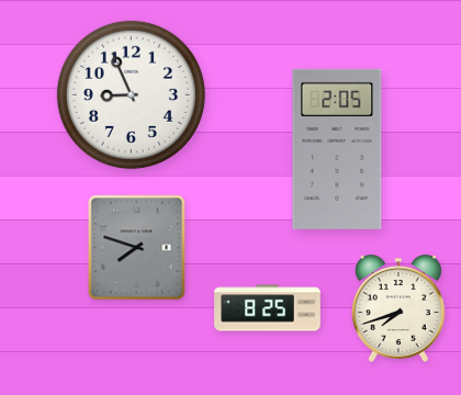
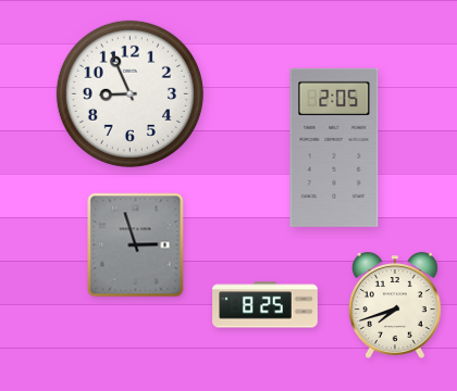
clock at (137, 248): 7:48 -> 2:57
